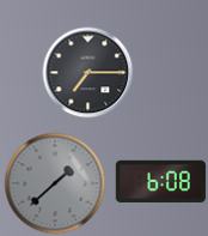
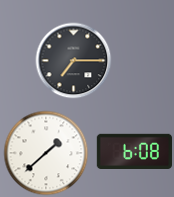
clock at (55, 183) dial: grey -> white
